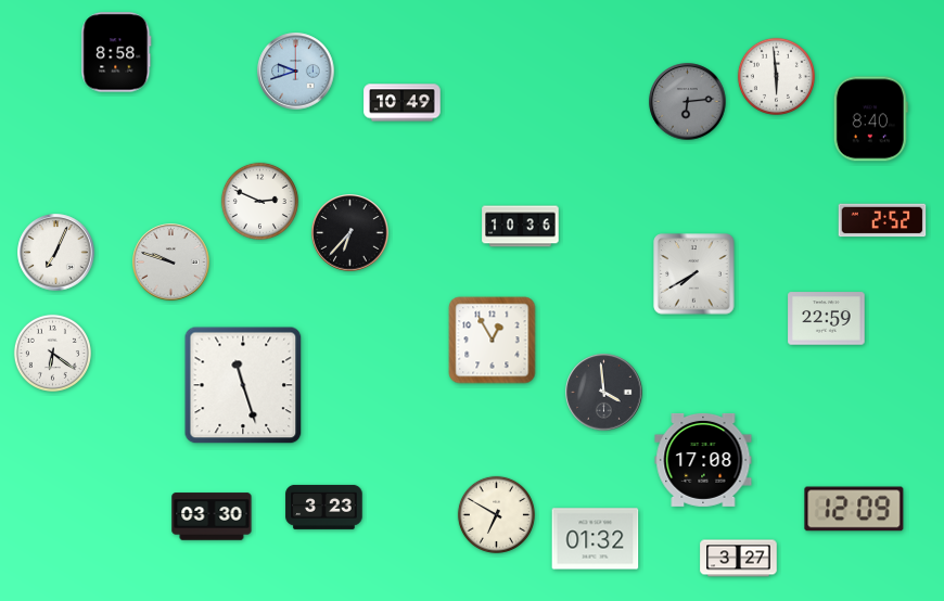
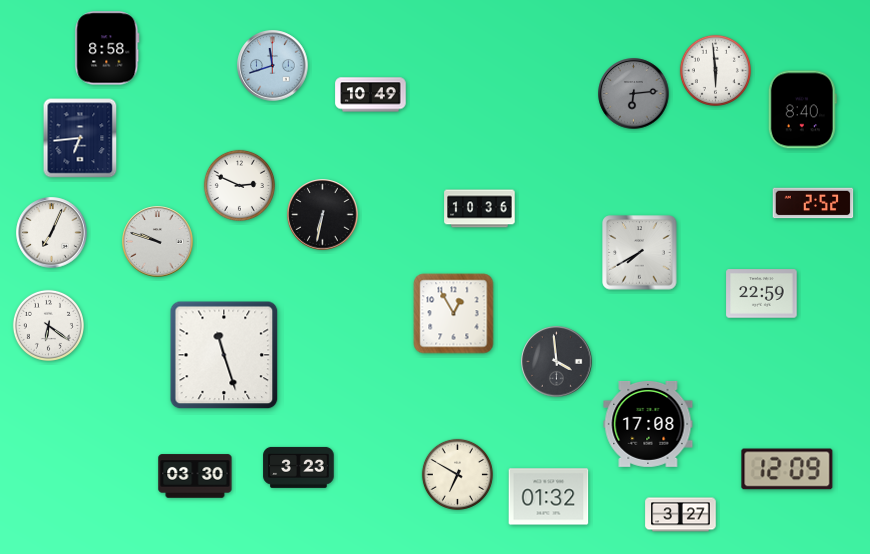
clock at (296, 72): 9:42 -> 11:42
clock at (80, 138): none -> 6:44
clock at (350, 233): 6:37 -> 6:32
